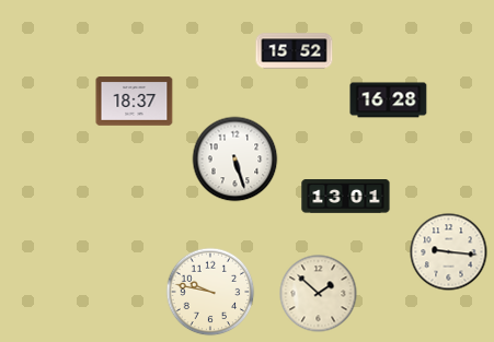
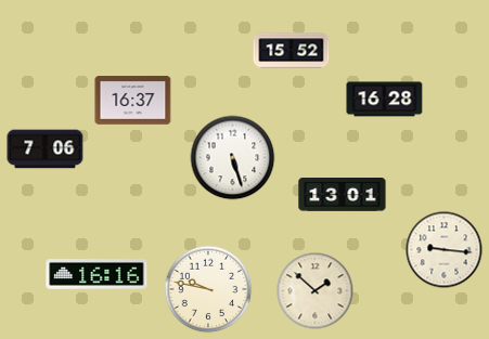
clock at (135, 102): 18:37 -> 16:37
clock at (46, 149): none -> 7:06
clock at (96, 275): none -> 16:16
